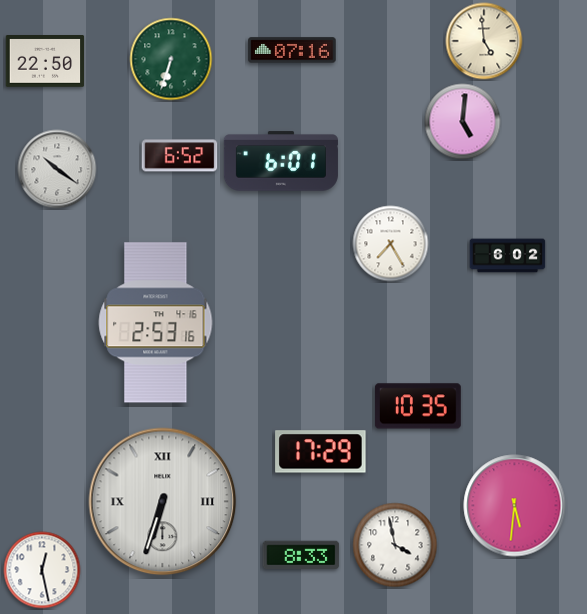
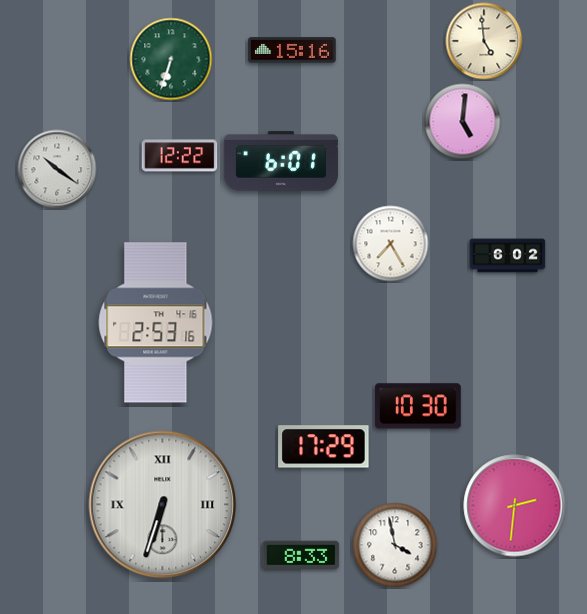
clock at (292, 50): 07:16 -> 15:16
clock at (45, 62): 22:50 -> none
clock at (180, 156): 6:52 -> 12:22
clock at (419, 406): 10:35 -> 10:30
clock at (321, 452) position: (321, 452) -> (324, 447)
clock at (163, 502) position: (163, 502) -> (163, 505)
clock at (515, 506): 5:31 -> 2:31
clock at (42, 570): 12:28 -> none
